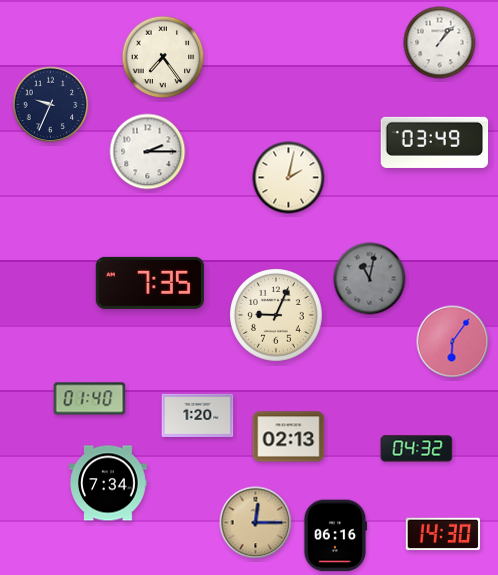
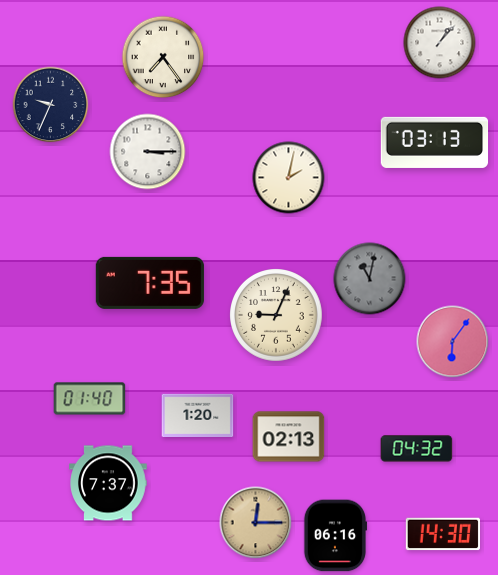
clock at (435, 142): 03:49 -> 03:13
clock at (148, 152): 2:15 -> 3:15
clock at (108, 483): 7:34 -> 7:37
